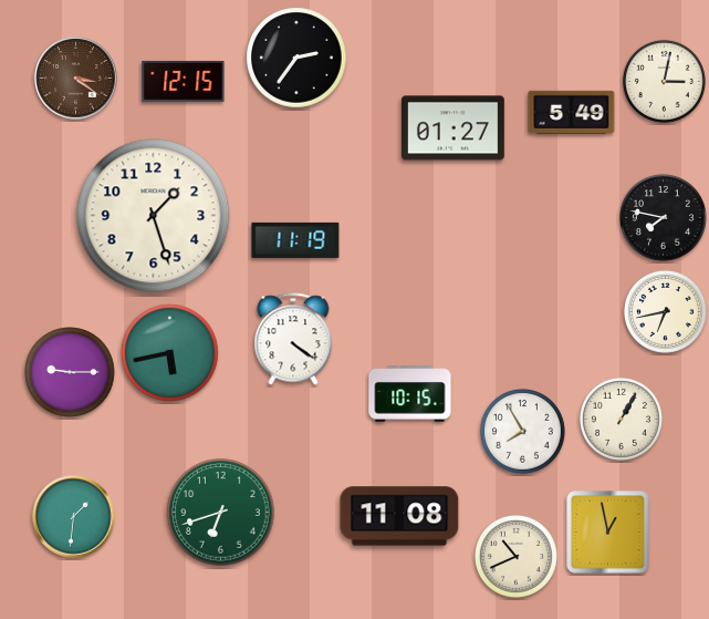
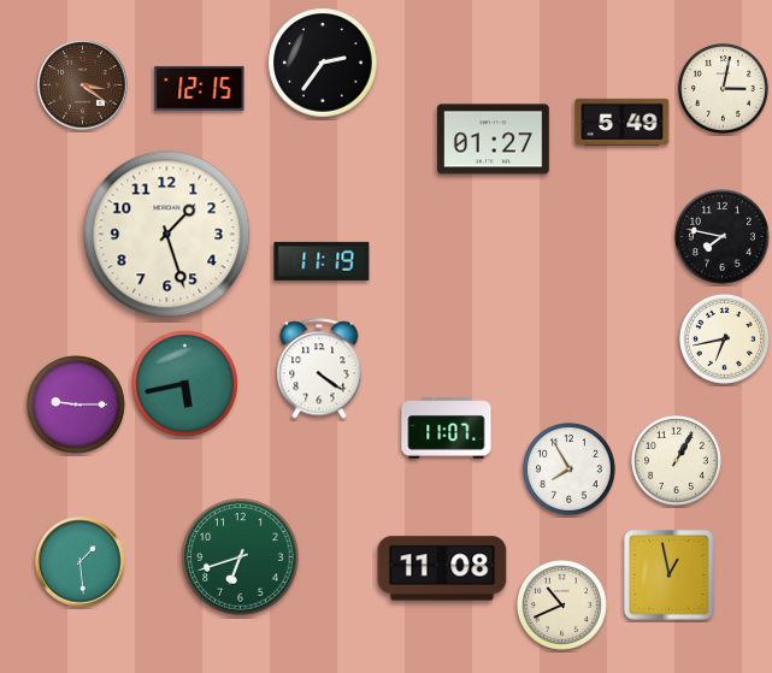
clock at (410, 394): 10:15 -> 11:07
clock at (621, 419) position: (621, 419) -> (676, 460)
clock at (399, 516) position: (399, 516) -> (442, 568)
clock at (74, 517): 1:31 -> 1:29
clock at (608, 533) position: (608, 533) -> (670, 575)
